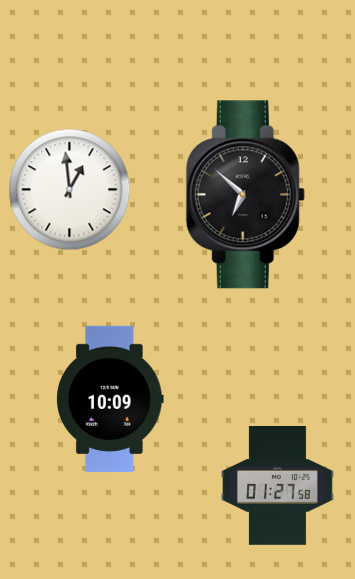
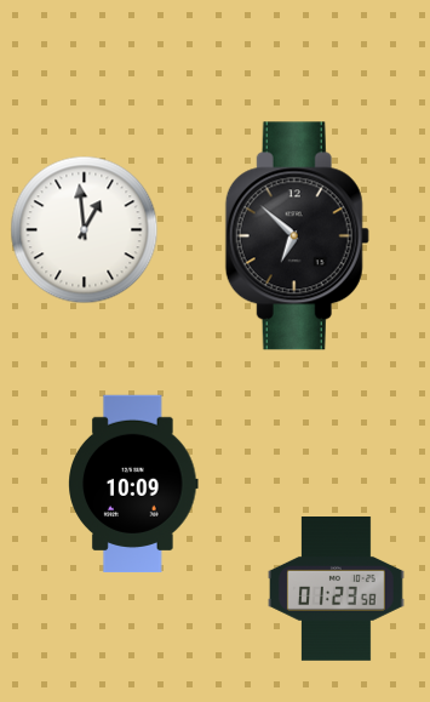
clock at (277, 486): 01:27 -> 01:23
